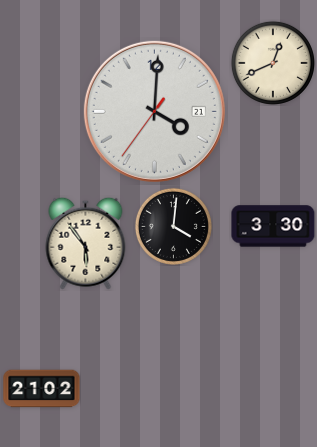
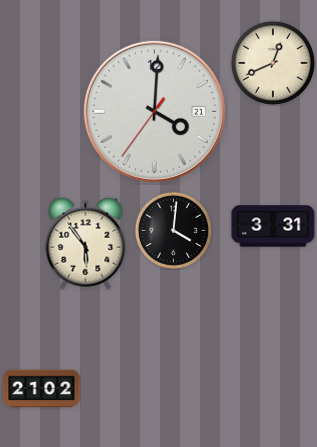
clock at (173, 226) position: (173, 226) -> (173, 230)
clock at (273, 226): 3:30 -> 3:31
